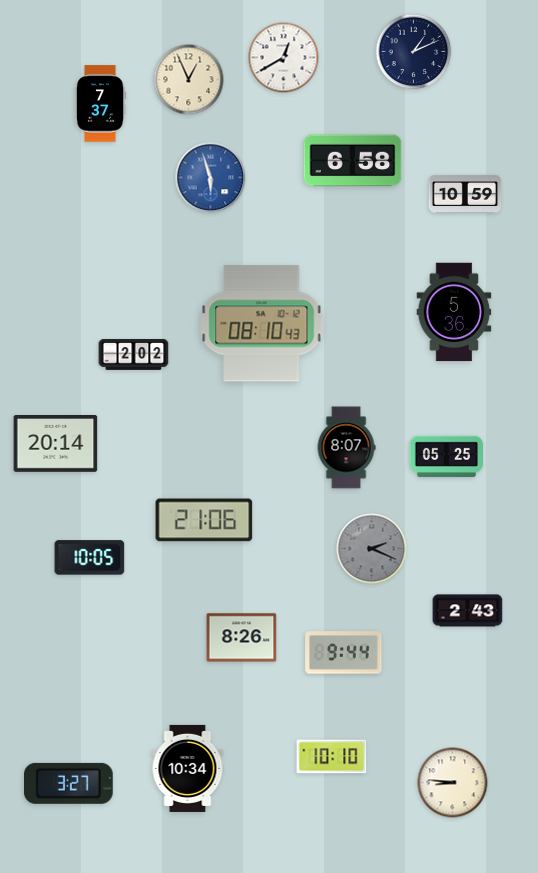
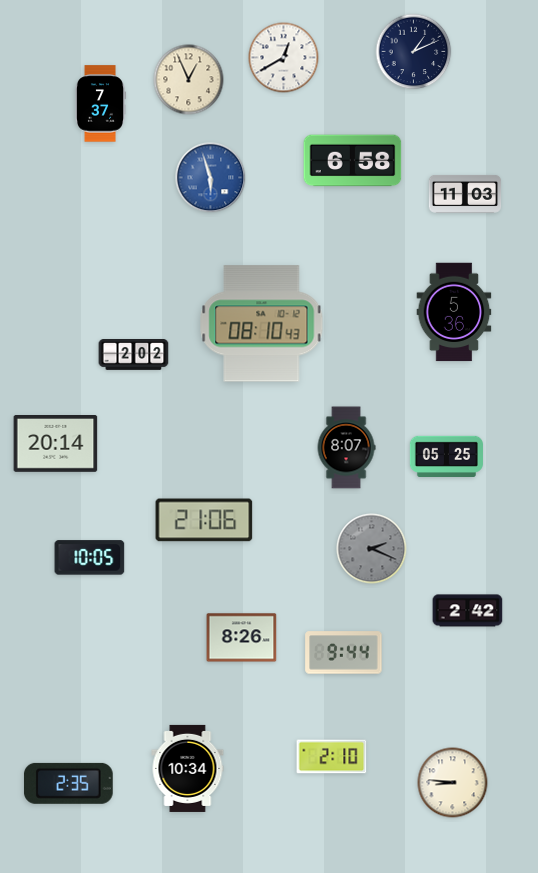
clock at (465, 194): 10:59 -> 11:03
clock at (468, 611): 2:43 -> 2:42
clock at (332, 757): 10:10 -> 2:10
clock at (68, 783): 3:27 -> 2:35
